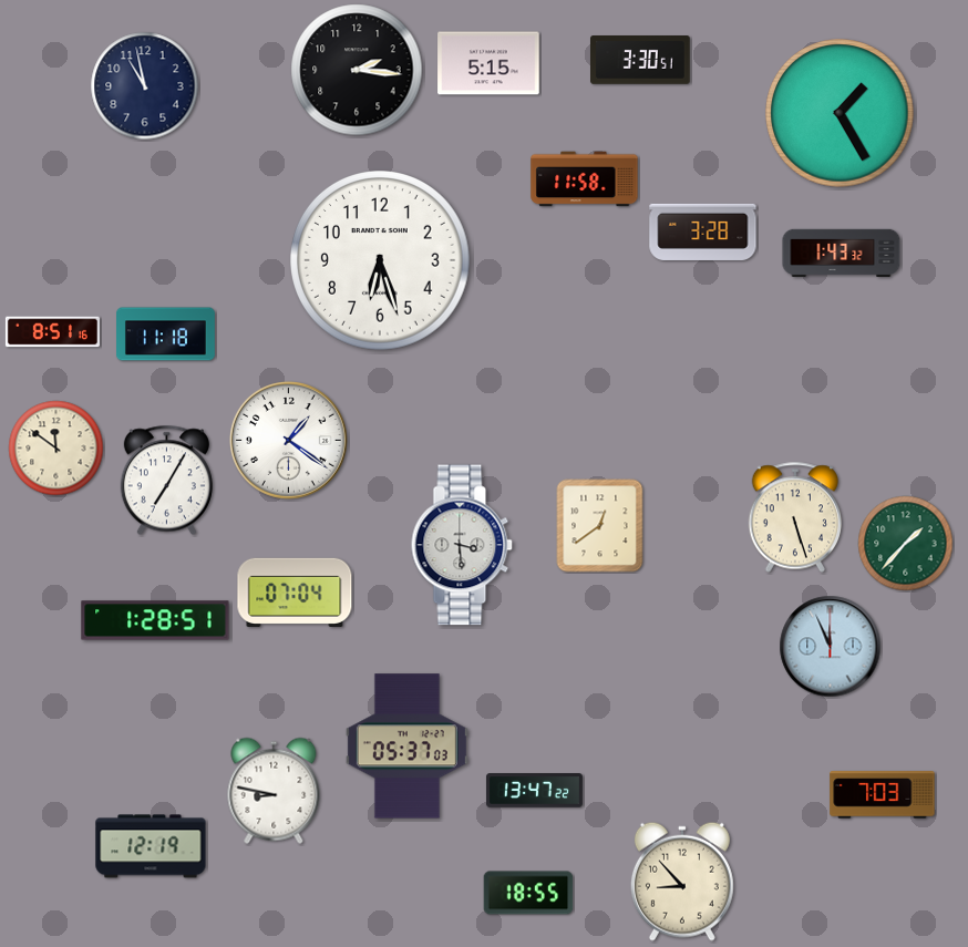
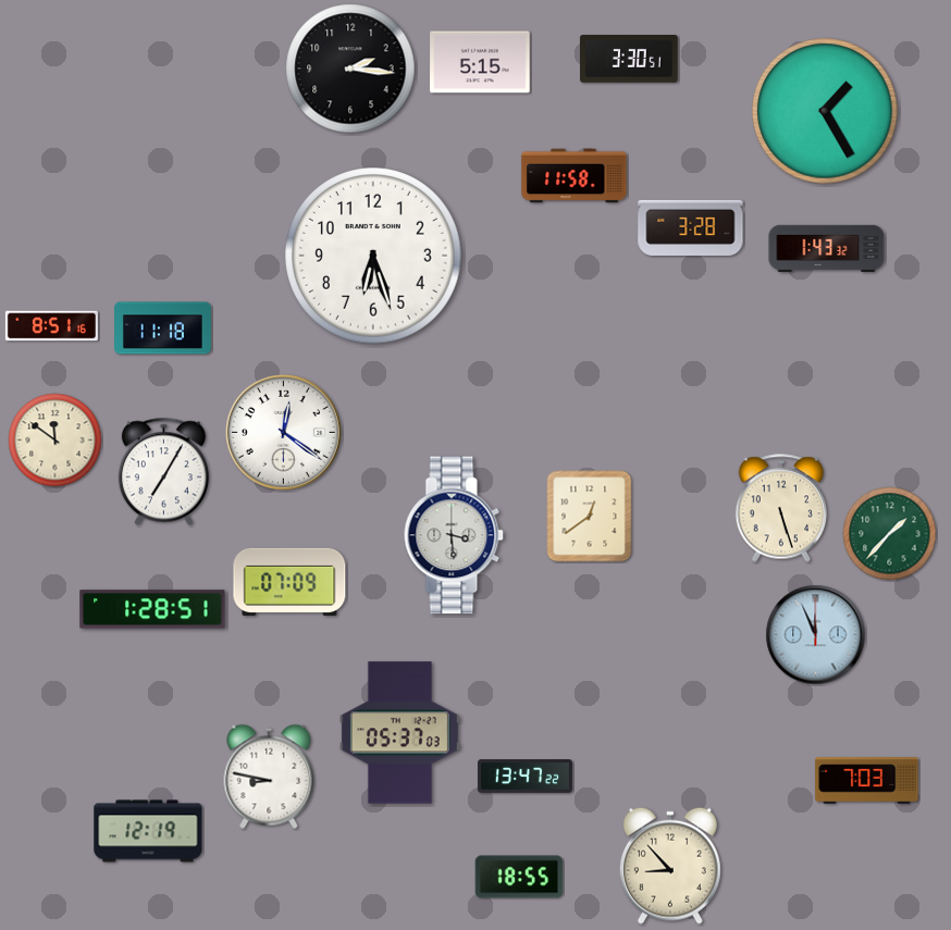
clock at (145, 86): 10:58 -> none
clock at (288, 440): 1:21 -> 12:21
clock at (295, 593): 07:04 -> 07:09
